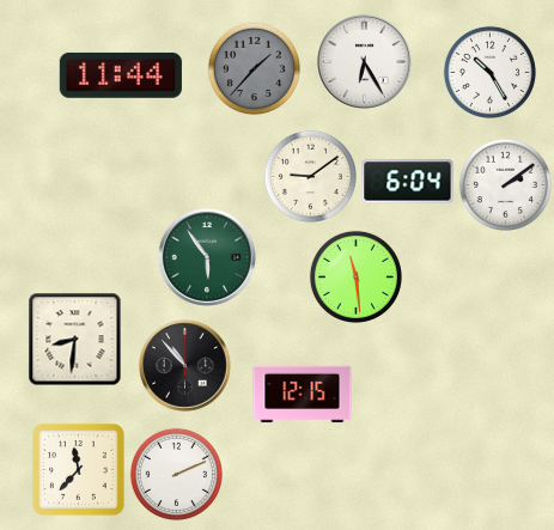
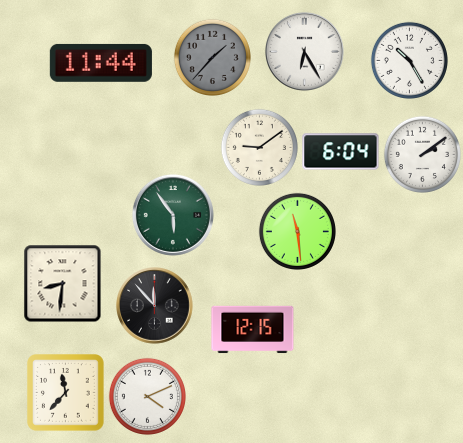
clock at (185, 366): 10:53 -> 11:53
clock at (176, 474): 2:11 -> 4:11
